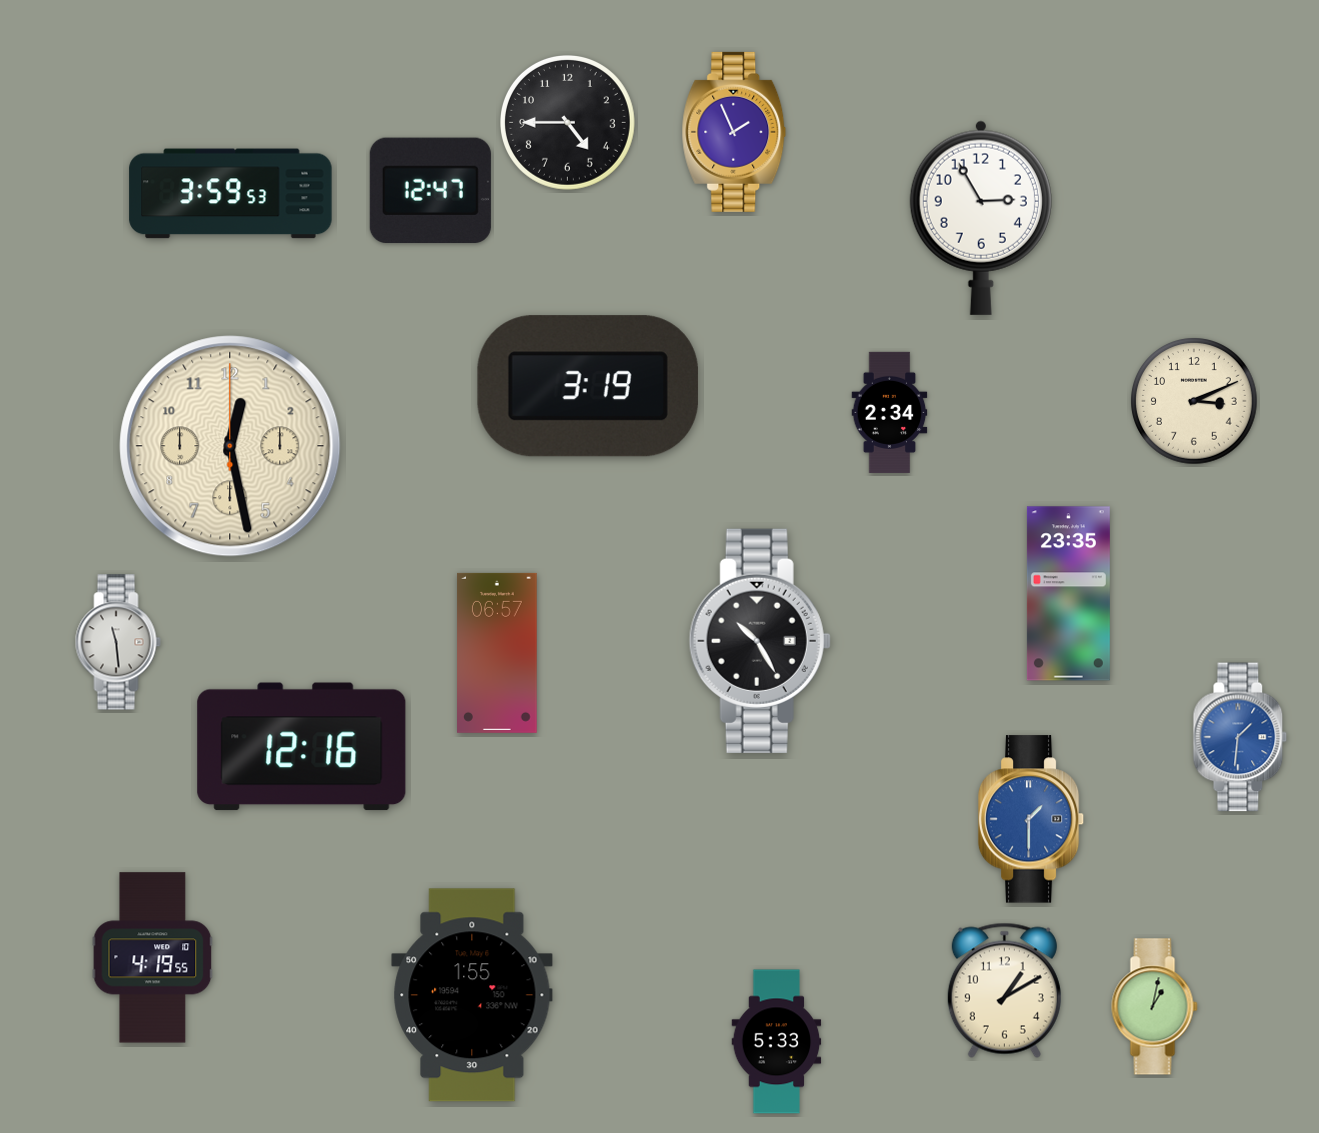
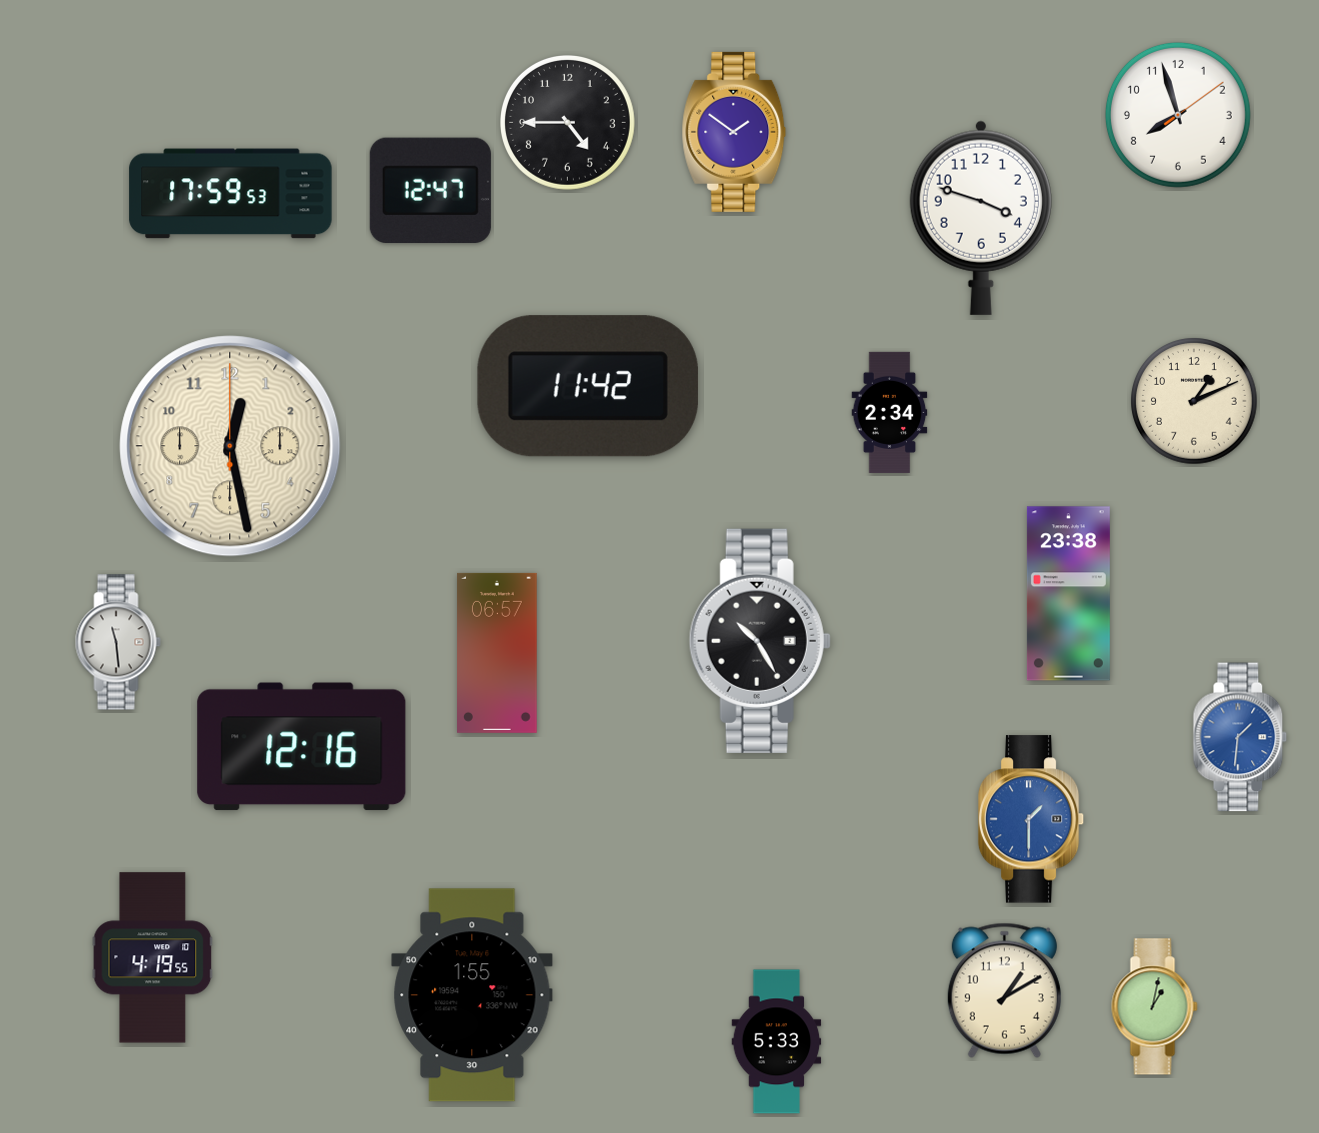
clock at (1178, 115): none -> 7:57
clock at (734, 132): 1:56 -> 1:51
clock at (231, 194): 3:59 -> 17:59
clock at (981, 218): 2:55 -> 3:48
clock at (588, 386): 3:19 -> 11:42
clock at (1194, 401): 3:11 -> 1:11
clock at (1068, 594): 23:35 -> 23:38
